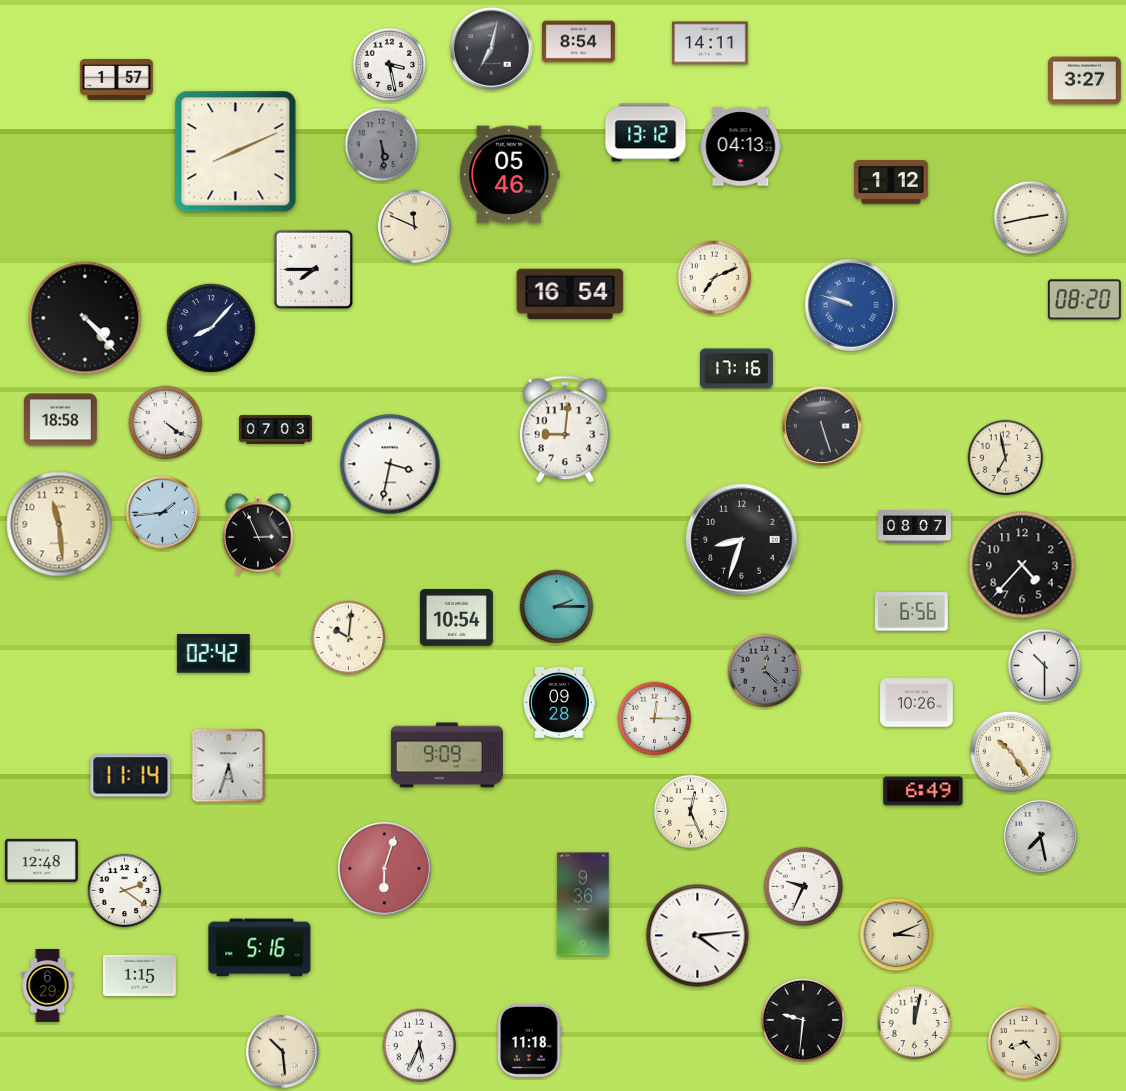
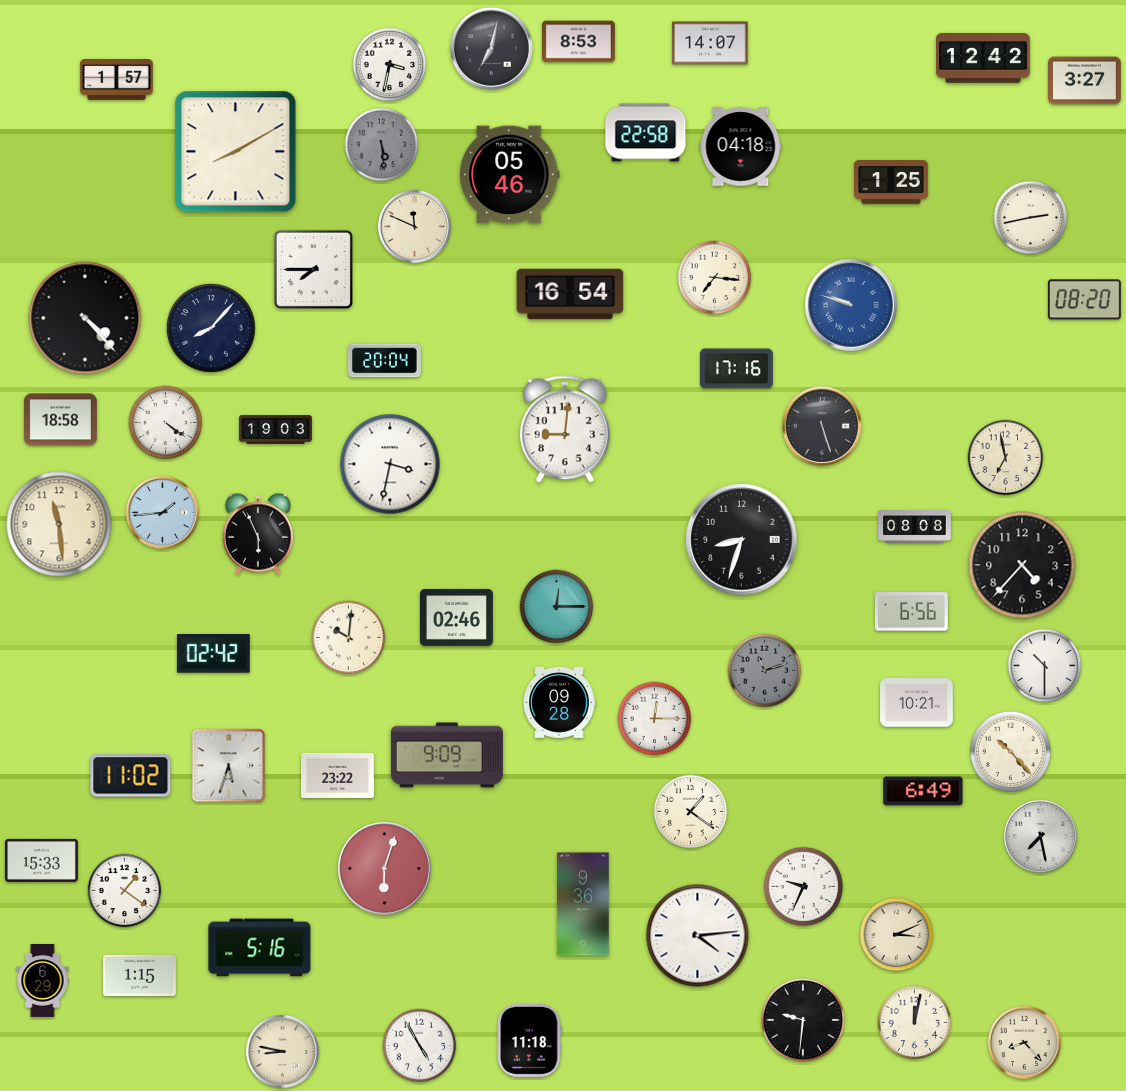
clock at (579, 42): 8:54 -> 8:53
clock at (710, 43): 14:11 -> 14:07
clock at (984, 58): none -> 12:42
clock at (390, 65): 3:28 -> 3:32
clock at (646, 133): 13:12 -> 22:58
clock at (741, 147): 04:13 -> 04:18
clock at (236, 152): 8:11 -> 8:10
clock at (891, 182): 1:12 -> 1:25
clock at (715, 278): 7:11 -> 7:16
clock at (384, 361): none -> 20:04
clock at (276, 430): 07:03 -> 19:03
clock at (915, 527): 08:07 -> 08:08
clock at (258, 534): 2:56 -> 5:56
clock at (557, 607): 2:15 -> 12:15
clock at (456, 617): 10:54 -> 02:46
clock at (765, 671): 12:22 -> 11:12
clock at (917, 703): 10:26 -> 10:21
clock at (1010, 751): 10:24 -> 10:23
clock at (131, 776): 11:14 -> 11:02
clock at (338, 776): none -> 23:22
clock at (691, 812): 12:26 -> 1:21
clock at (41, 860): 12:48 -> 15:33
clock at (125, 891): 2:21 -> 1:21
clock at (48, 986) position: (48, 986) -> (43, 981)
clock at (420, 1046): 5:34 -> 4:55
clock at (282, 1051): 10:29 -> 8:47
